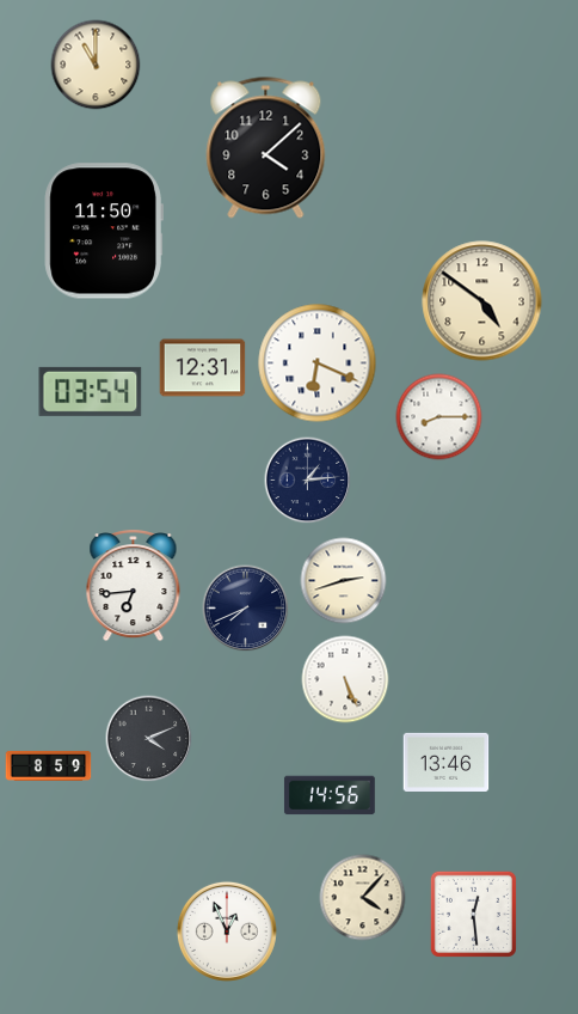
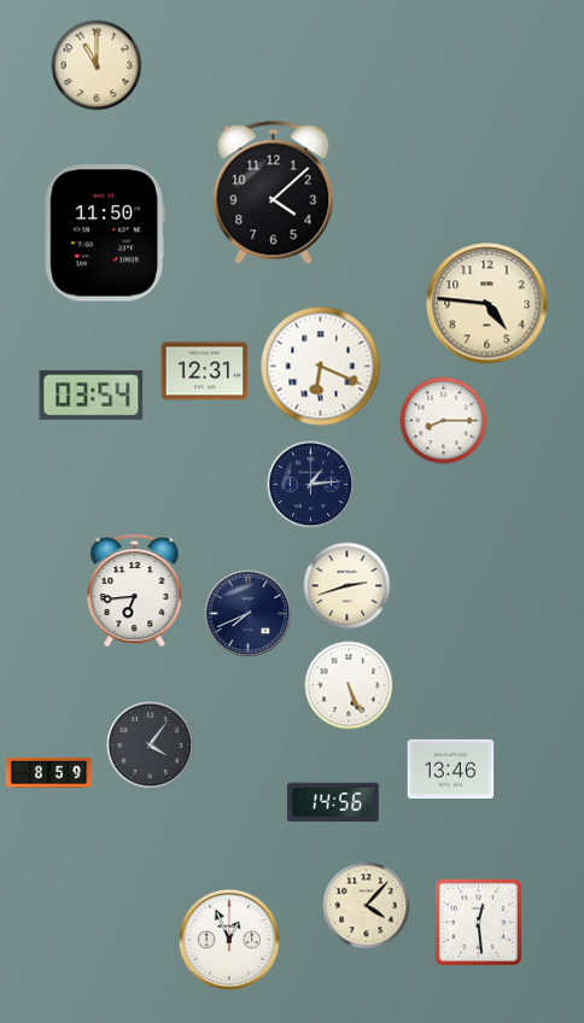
clock at (266, 148) position: (266, 148) -> (274, 193)
clock at (482, 301): 4:51 -> 4:46
clock at (149, 739): 4:11 -> 4:06
